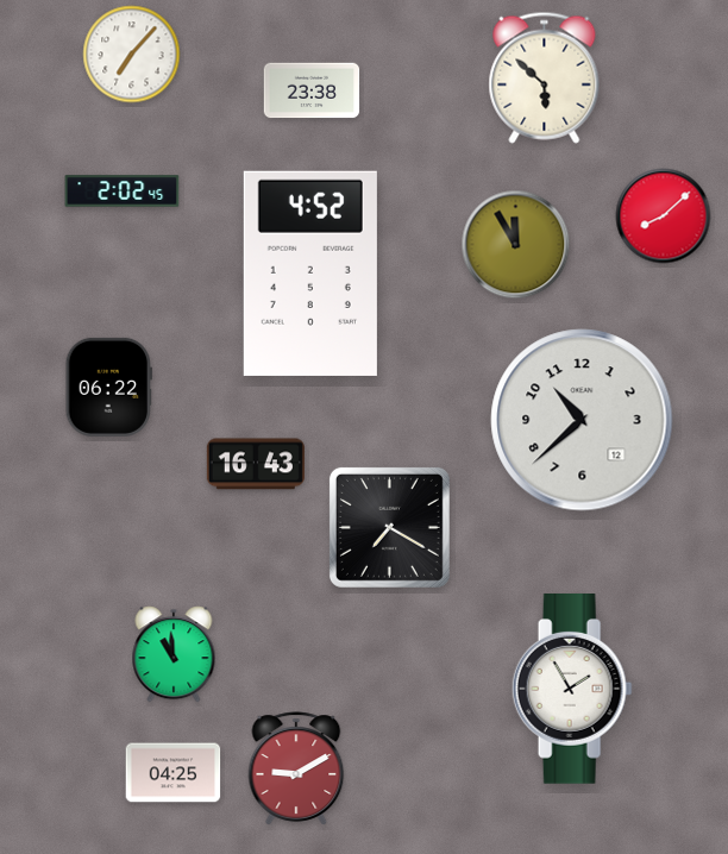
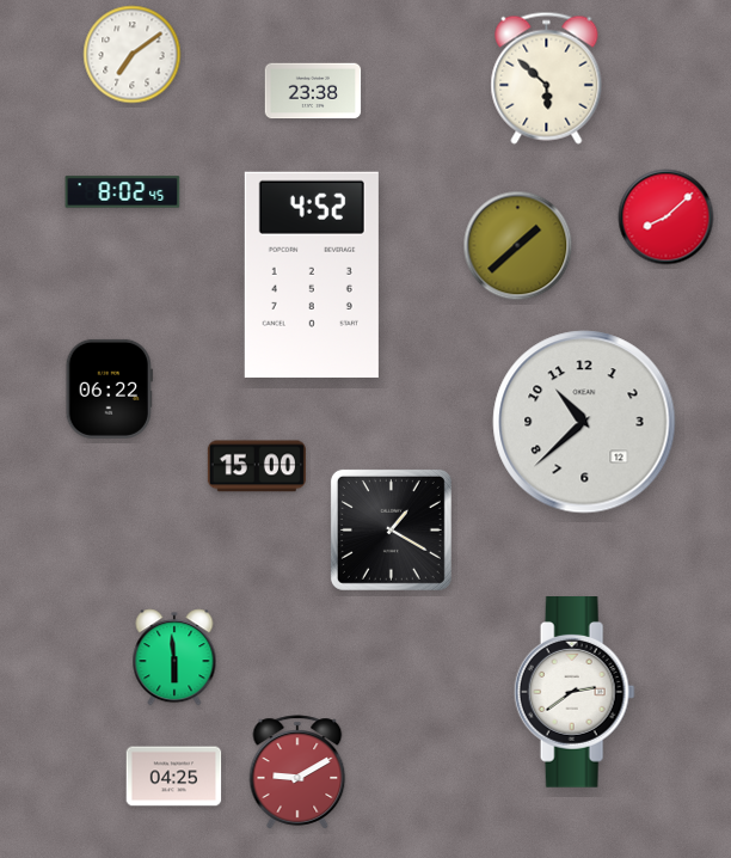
clock at (132, 55): 7:07 -> 7:09
clock at (123, 191): 2:02 -> 8:02
clock at (516, 245): 11:55 -> 1:38
clock at (256, 464): 16:43 -> 15:00
clock at (389, 527): 7:20 -> 1:20
clock at (174, 654): 10:59 -> 5:59
clock at (572, 690): 1:55 -> 2:39
